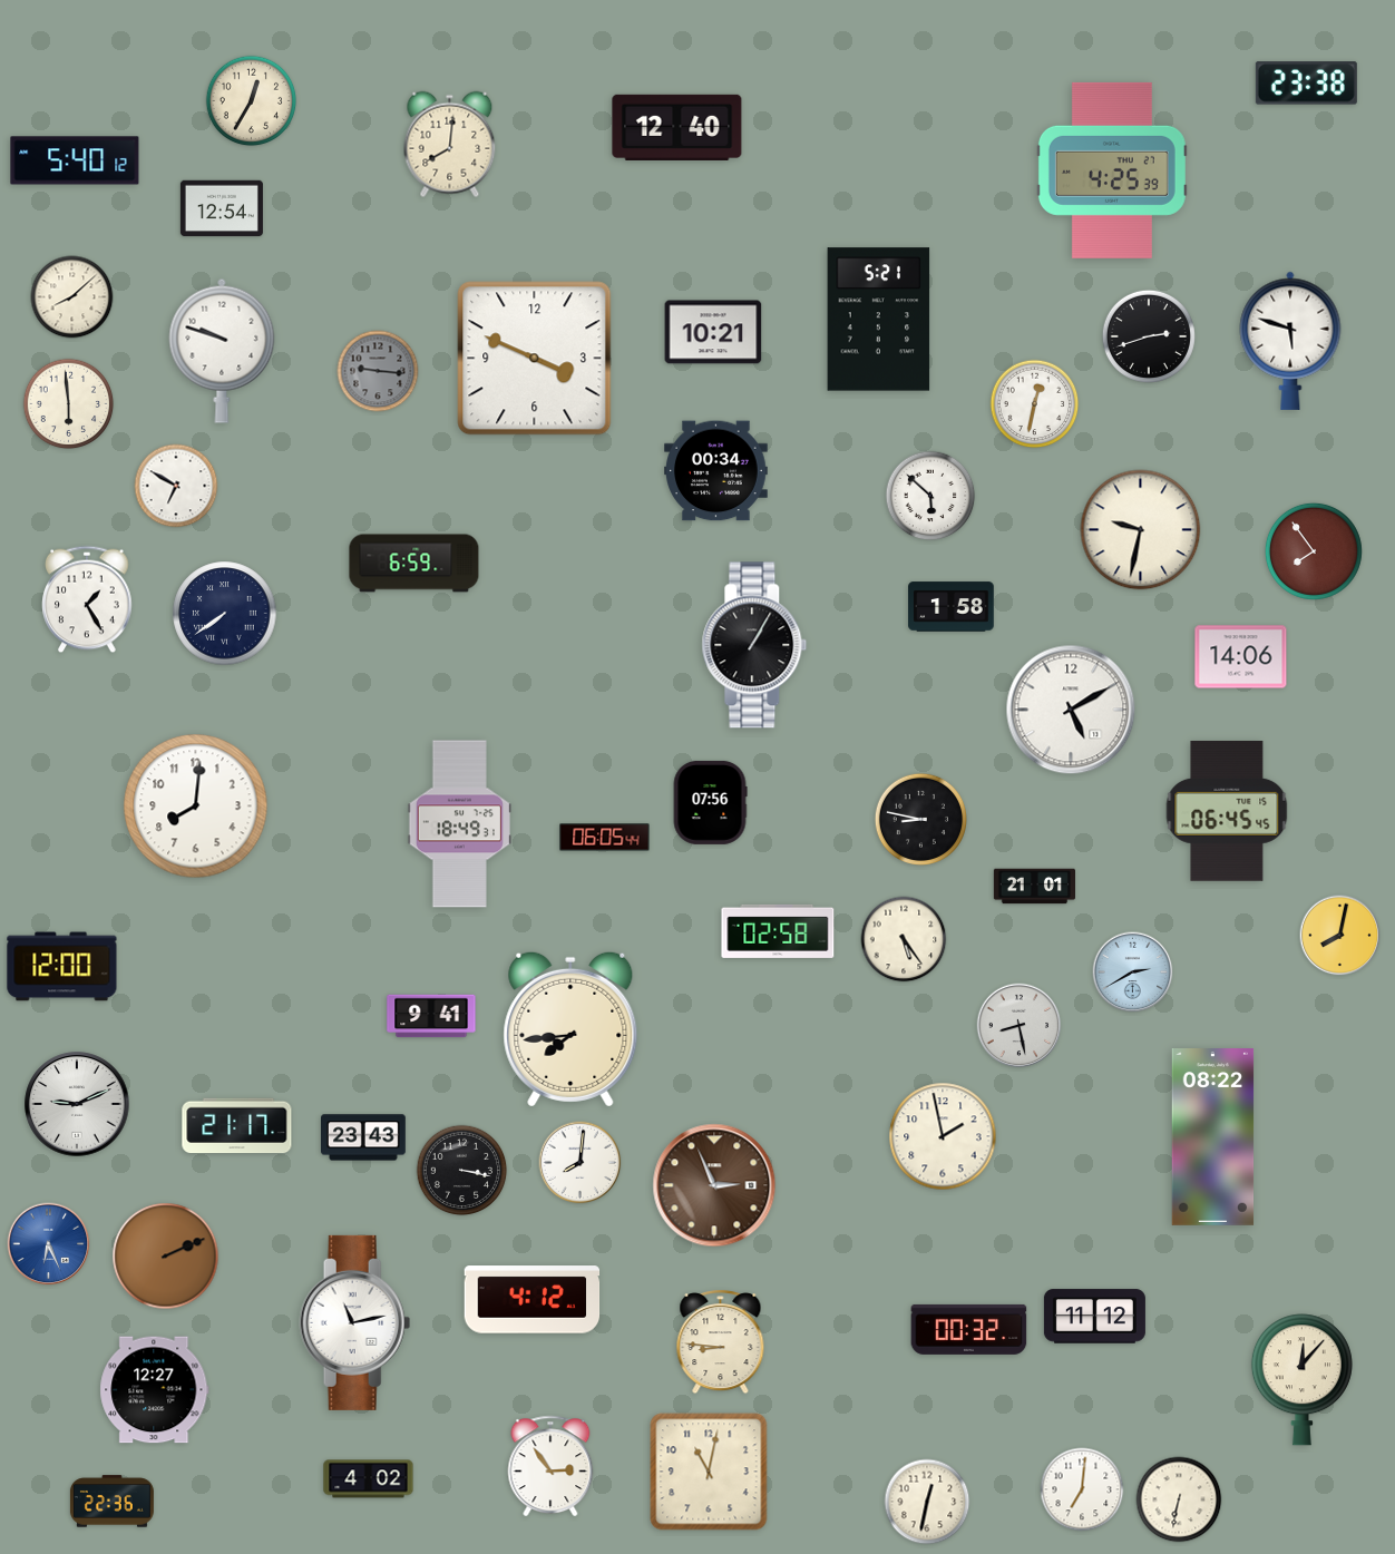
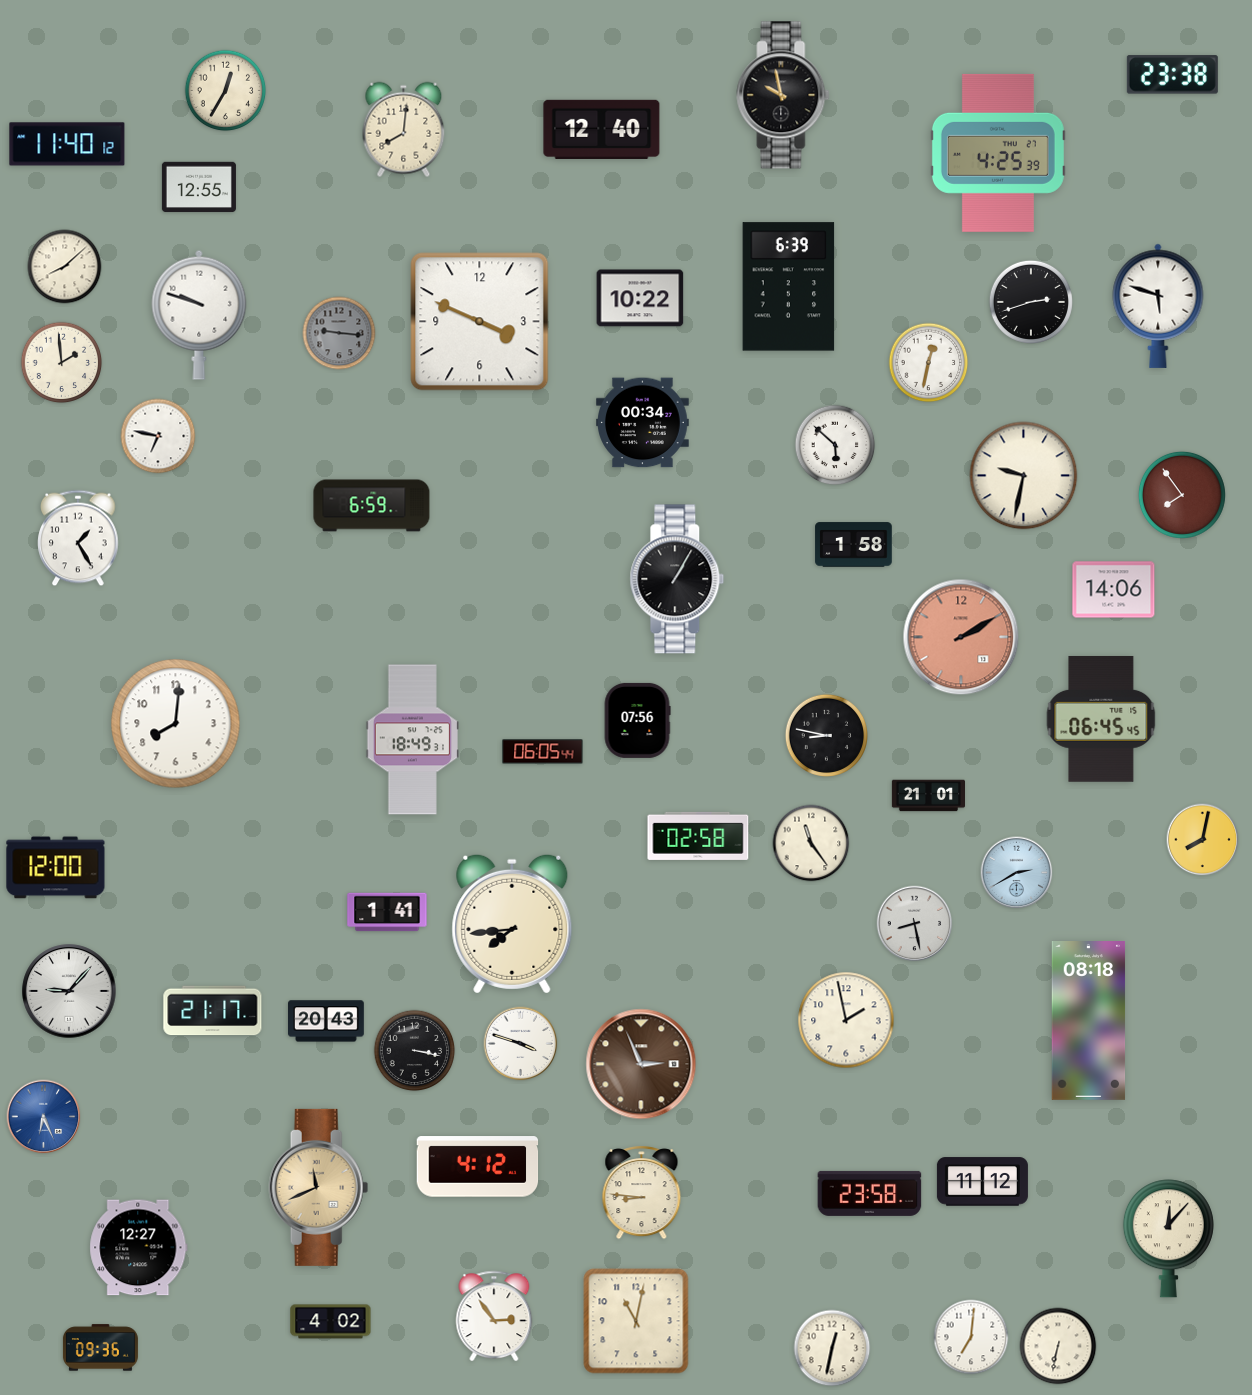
clock at (783, 95): none -> 9:58
clock at (677, 127) position: (677, 127) -> (602, 129)
clock at (75, 160): 5:40 -> 11:40
clock at (222, 208): 12:54 -> 12:55
clock at (879, 320): 5:21 -> 6:39
clock at (713, 332): 10:21 -> 10:22
clock at (69, 404): 5:59 -> 1:59
clock at (176, 486): 6:50 -> 6:47
clock at (1314, 551) position: (1314, 551) -> (1182, 495)
clock at (225, 614): 7:39 -> none
clock at (1071, 710): 5:10 -> 2:10
clock at (1071, 710) dial: white -> salmon
clock at (1227, 811) position: (1227, 811) -> (1101, 719)
clock at (904, 939): 5:24 -> 11:24
clock at (431, 1016): 9:41 -> 1:41
clock at (1020, 1026) position: (1020, 1026) -> (915, 924)
clock at (77, 1104): 9:11 -> 9:07
clock at (364, 1137): 23:43 -> 20:43
clock at (1213, 1137): 08:22 -> 08:18
clock at (581, 1163): 8:01 -> 3:48
clock at (166, 1257): 2:11 -> none
clock at (355, 1322): 11:13 -> 11:41
clock at (355, 1322) dial: white -> champagne
clock at (969, 1329): 00:32 -> 23:58
clock at (721, 1342) position: (721, 1342) -> (642, 1193)
clock at (369, 1479) position: (369, 1479) -> (331, 1322)
clock at (111, 1502): 22:36 -> 09:36
